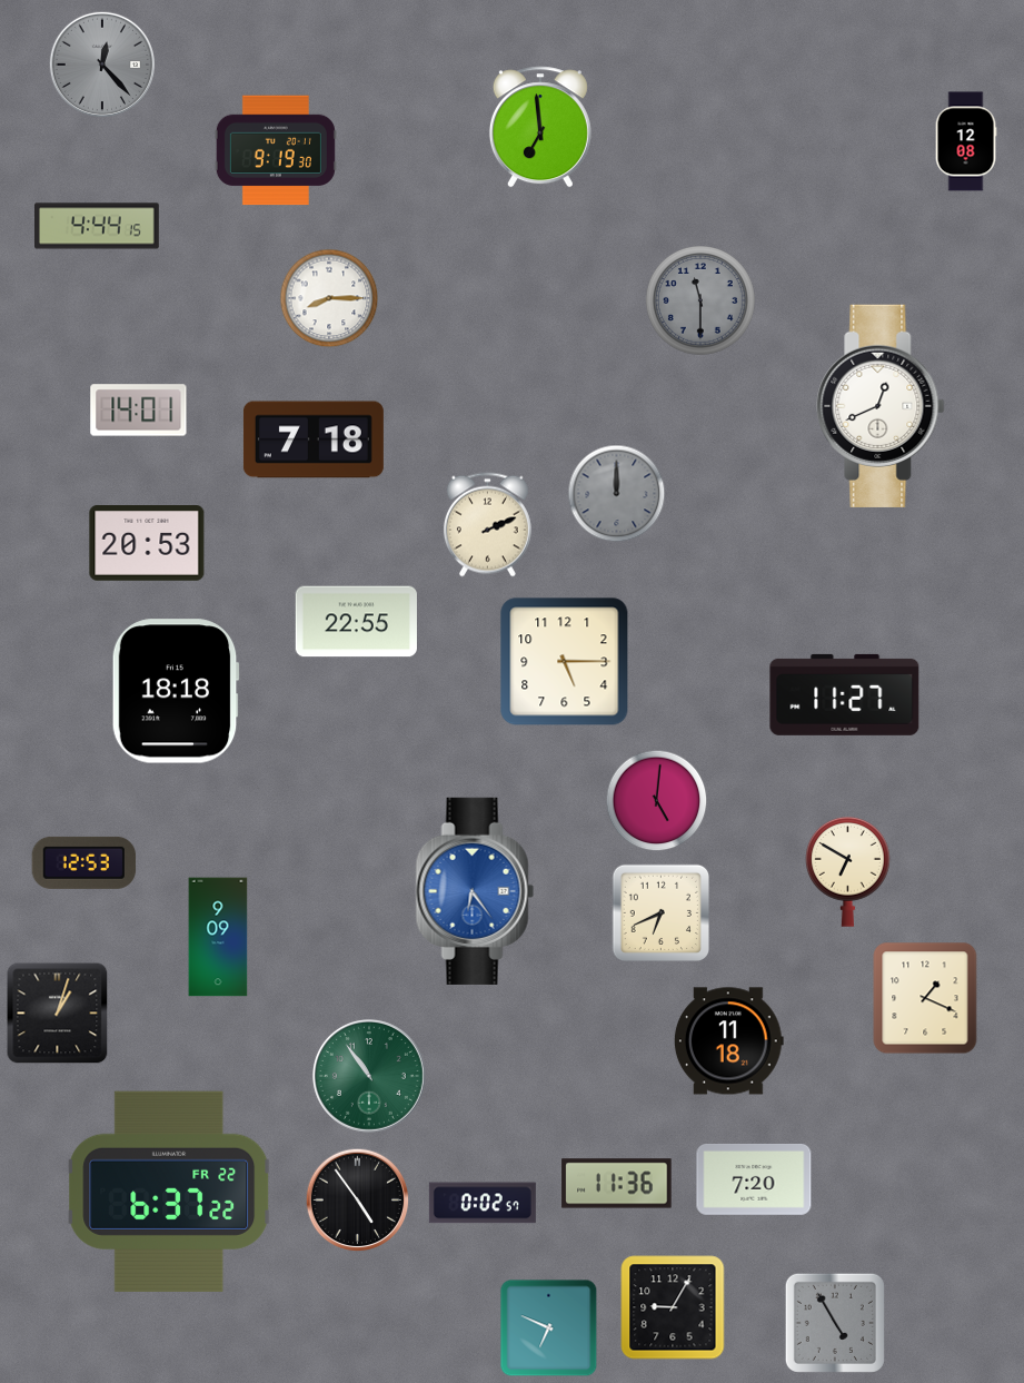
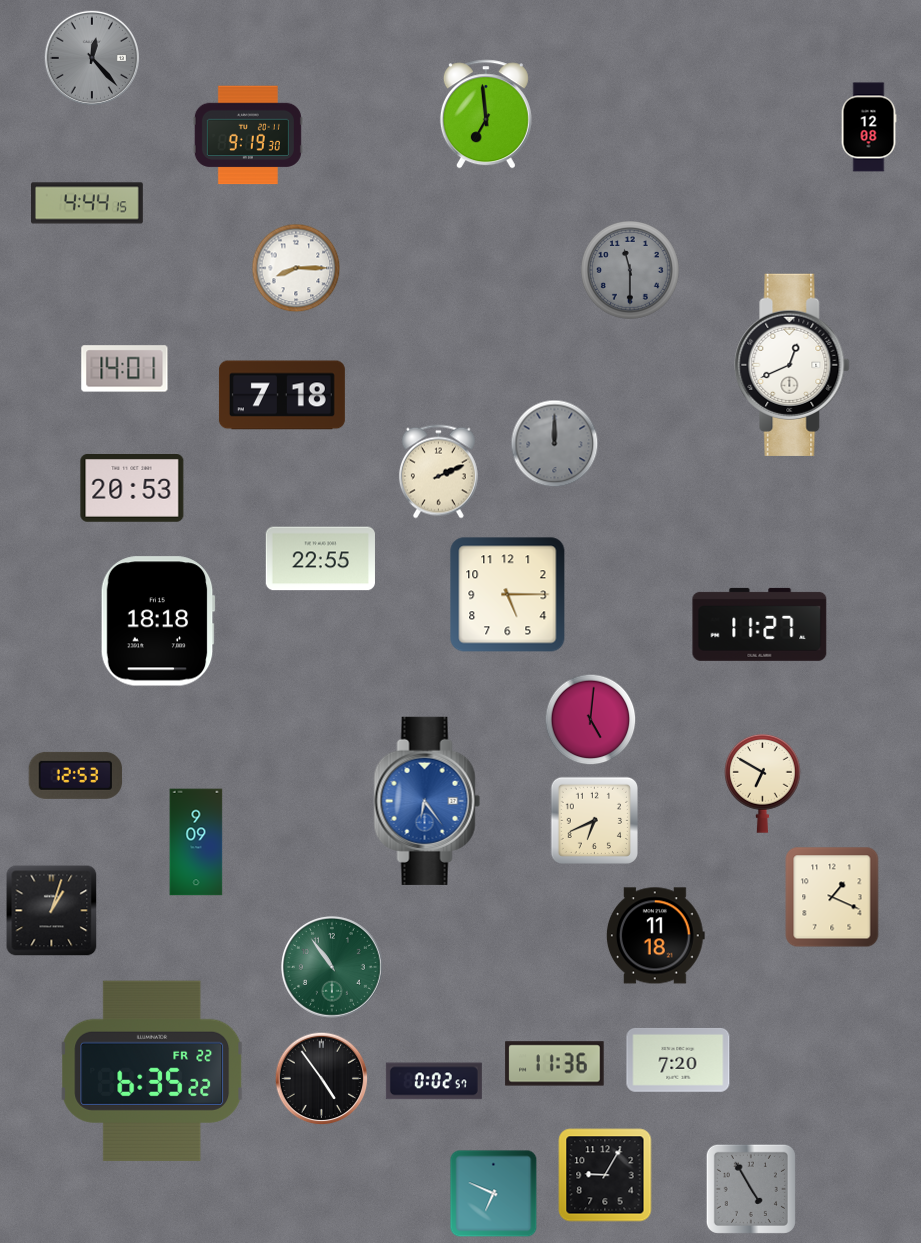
clock at (169, 1192): 6:37 -> 6:35
